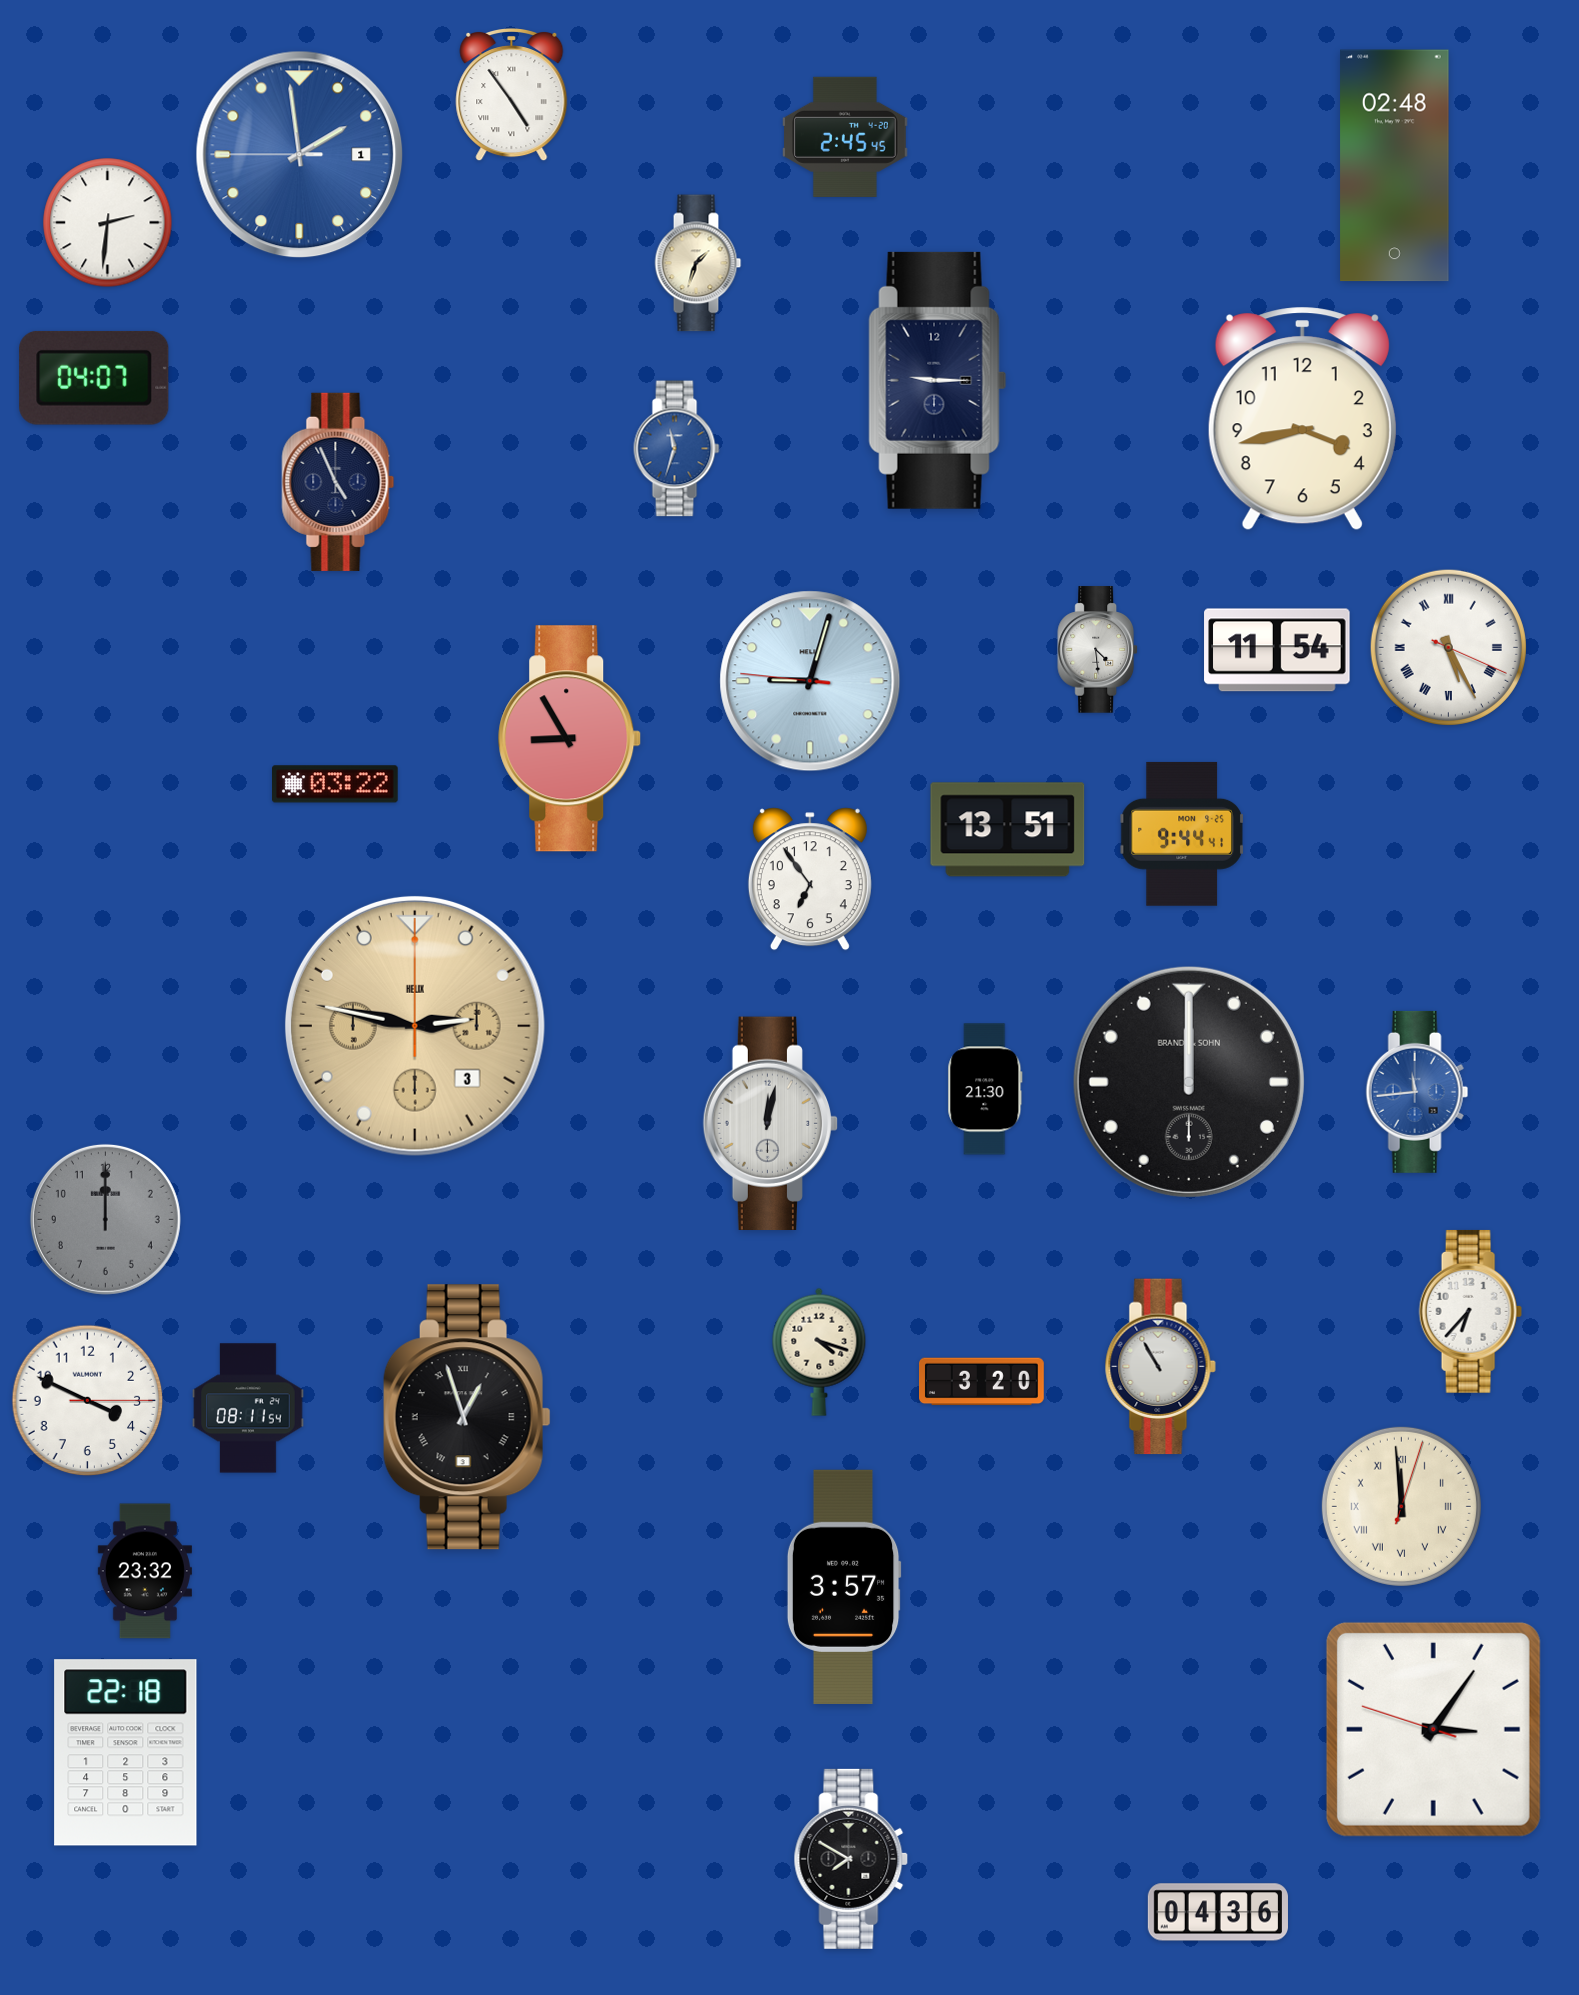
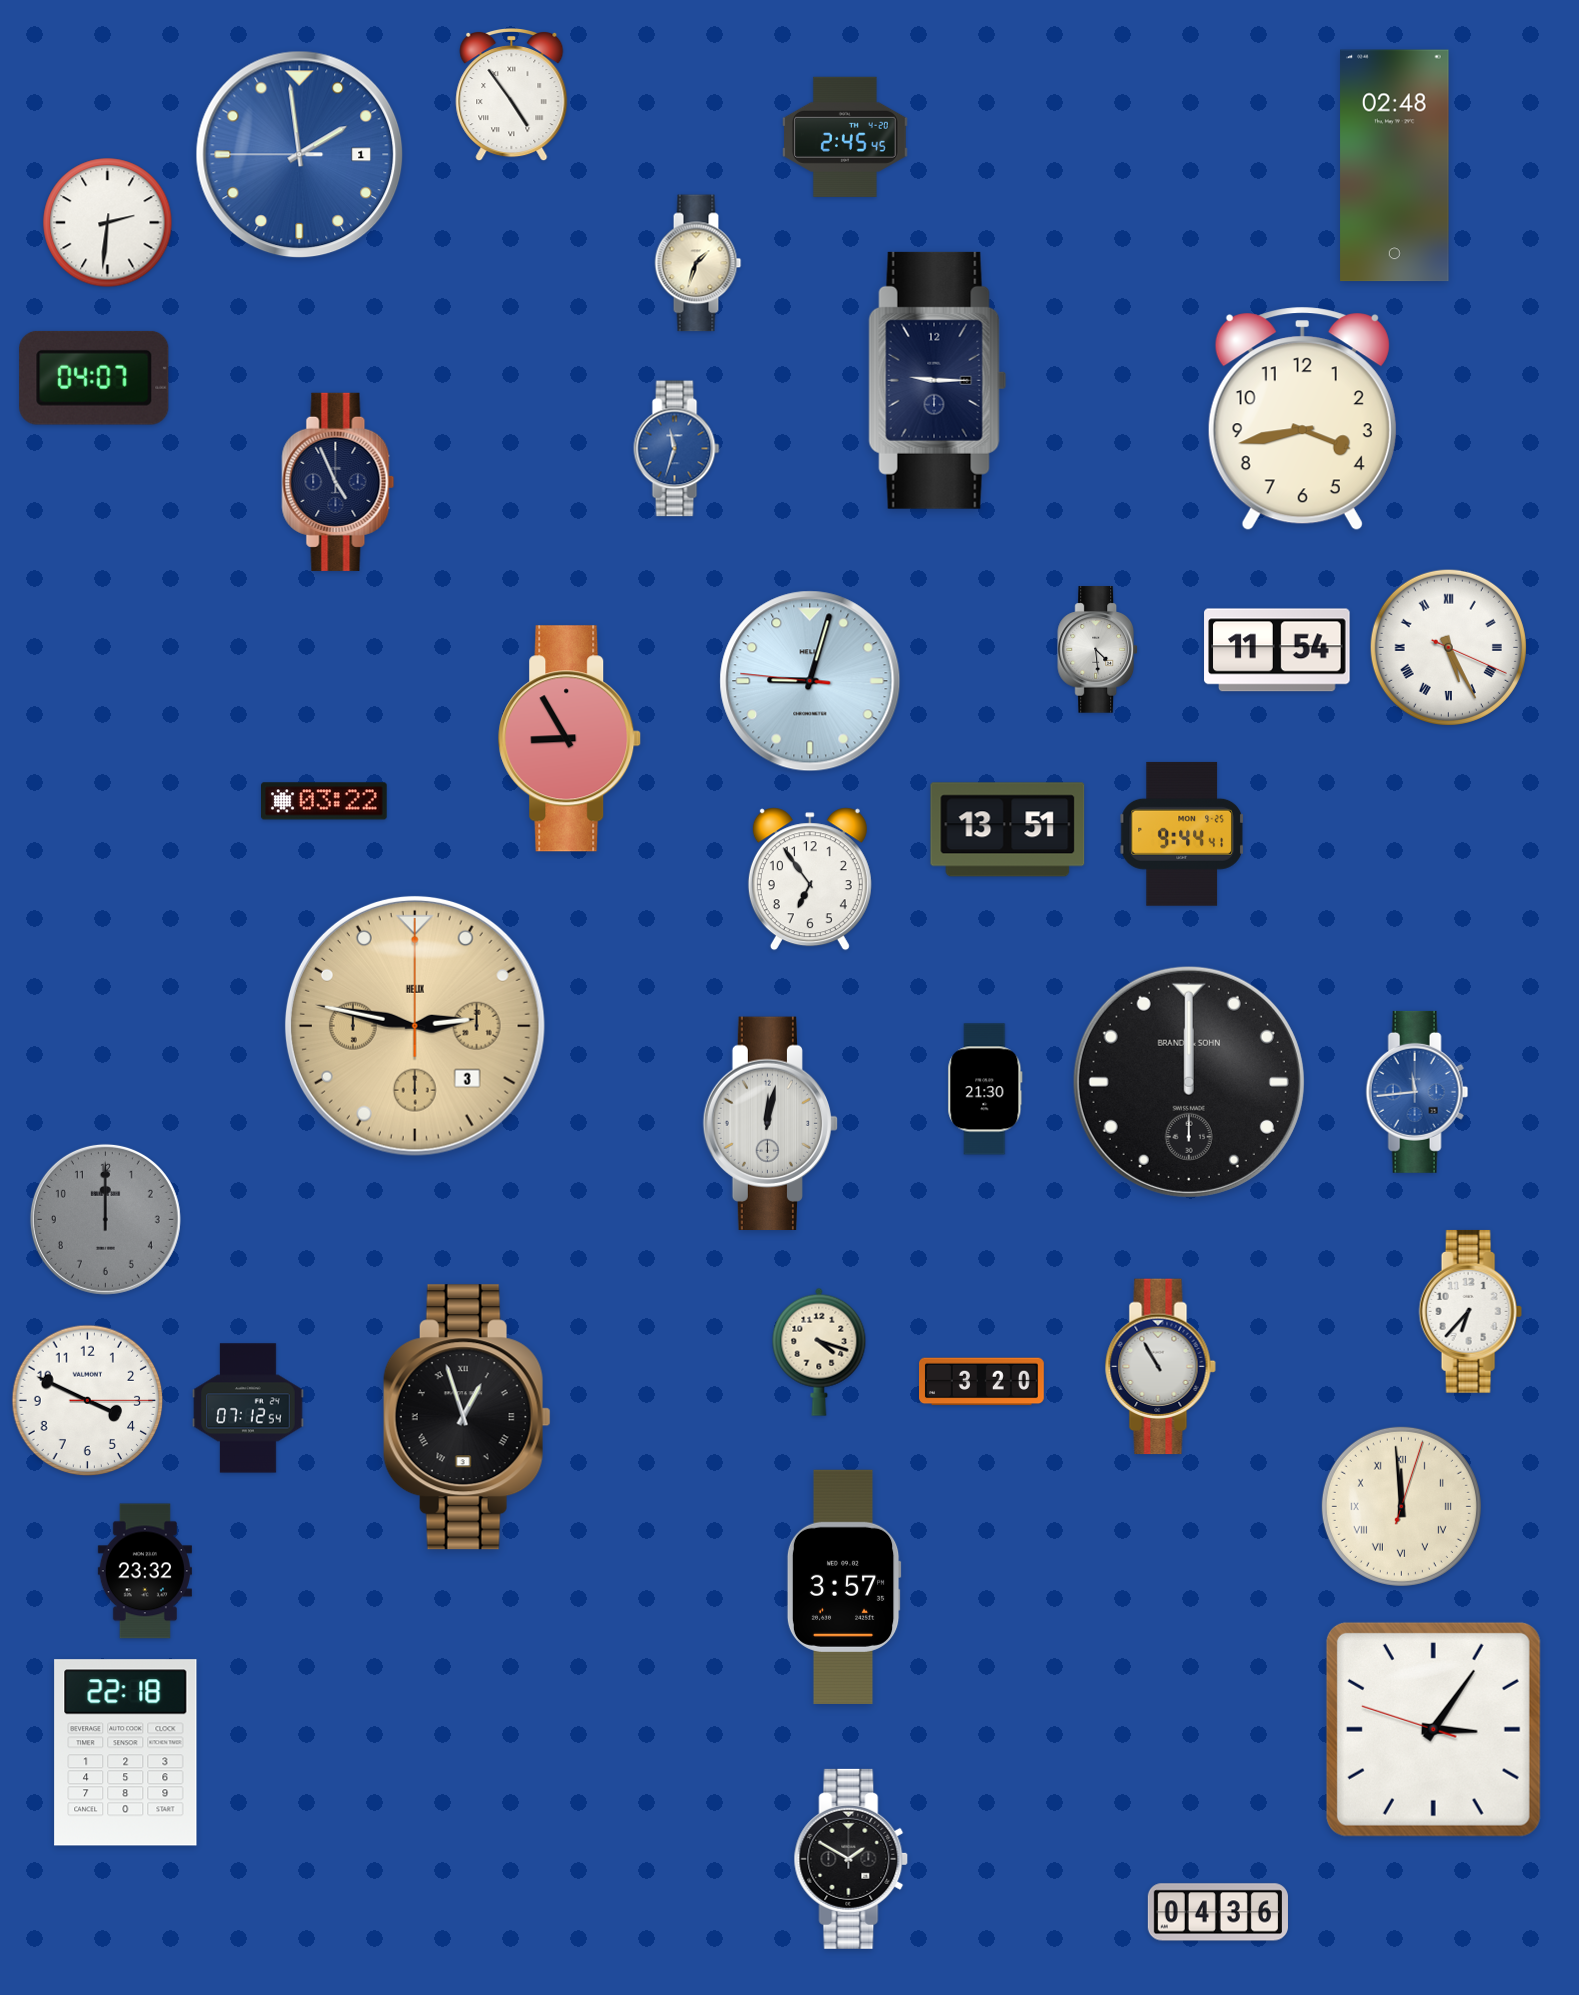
clock at (336, 784) position: (336, 784) -> (325, 801)
clock at (248, 1408): 08:11 -> 07:12
clock at (851, 1859): 7:50 -> 1:50
